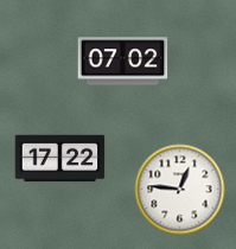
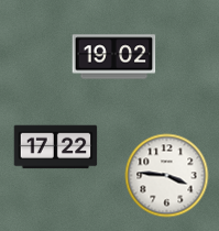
clock at (123, 62): 07:02 -> 19:02
clock at (180, 190): 12:46 -> 3:46
